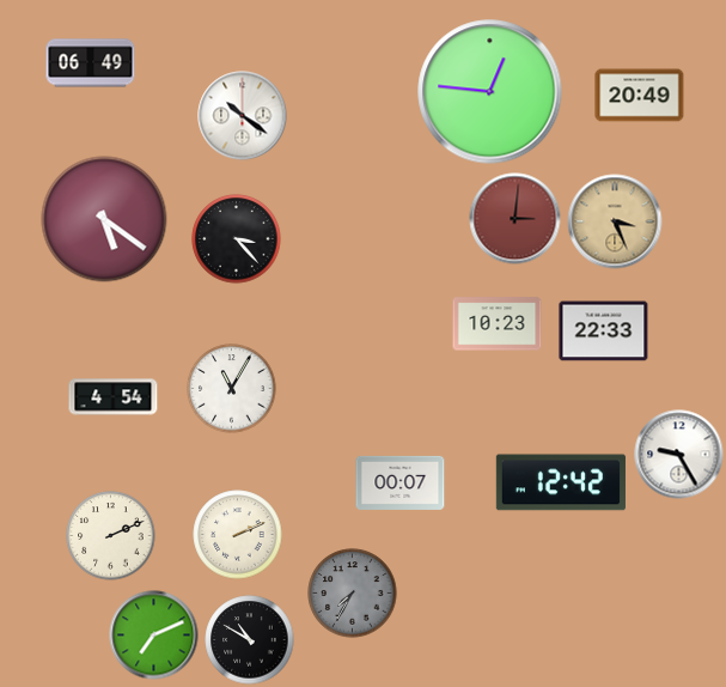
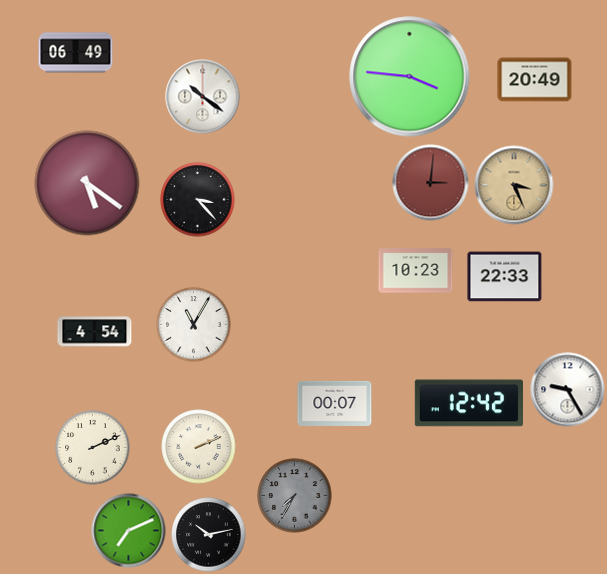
clock at (490, 92): 12:46 -> 3:46
clock at (679, 455) position: (679, 455) -> (568, 390)
clock at (250, 640): 10:50 -> 10:13
